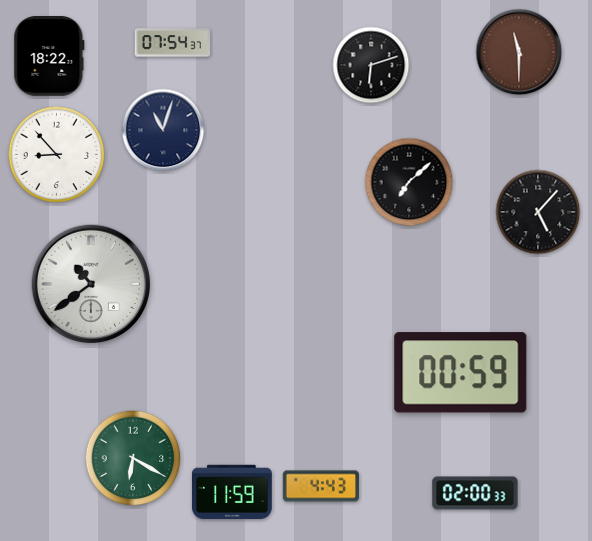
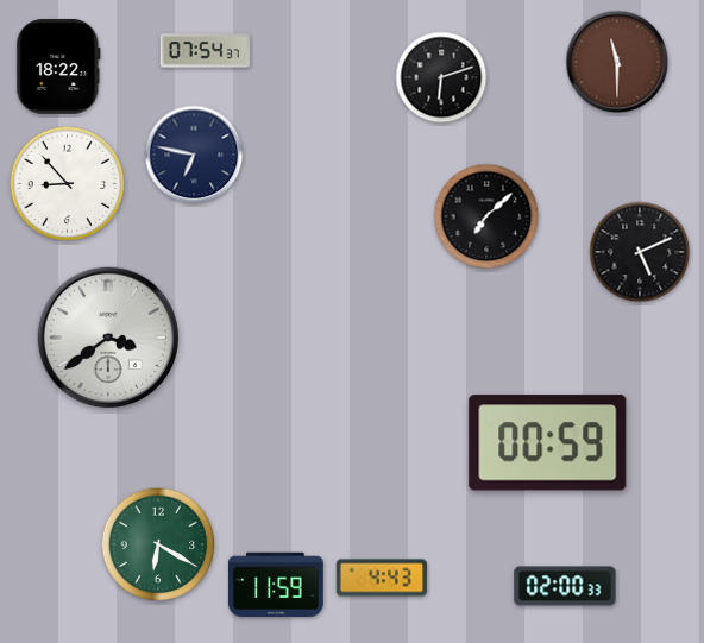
clock at (163, 130): 11:03 -> 6:47
clock at (538, 212): 5:07 -> 5:11
clock at (91, 284): 10:39 -> 3:39
